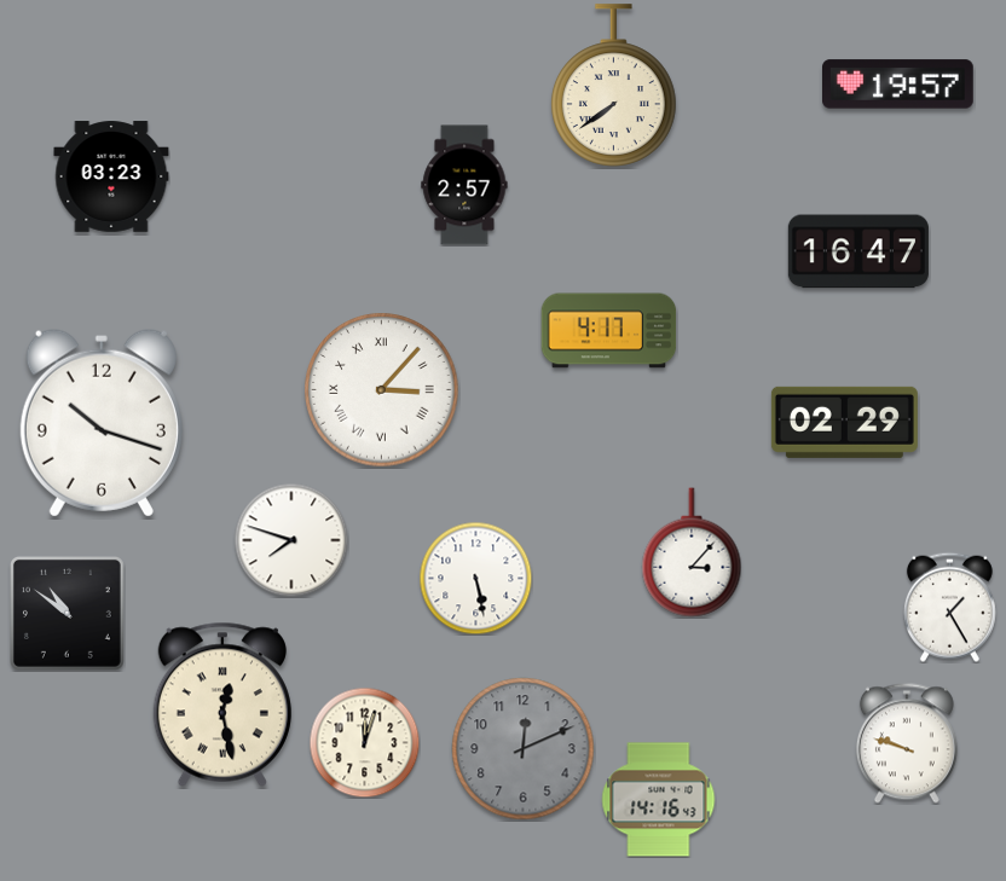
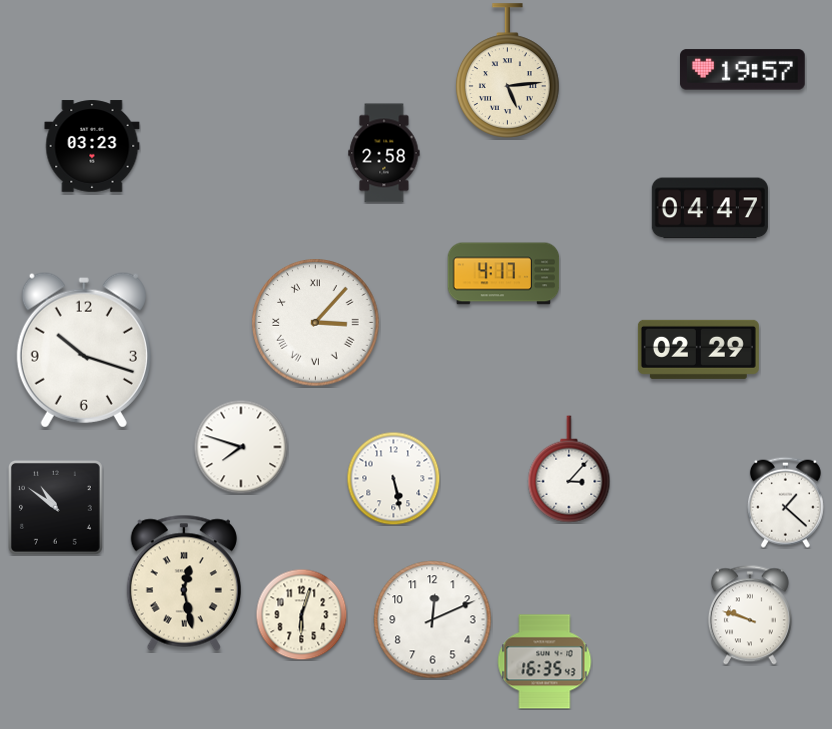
clock at (613, 86): 7:39 -> 5:14
clock at (464, 185): 2:57 -> 2:58
clock at (858, 251): 16:47 -> 04:47
clock at (692, 552) position: (692, 552) -> (569, 469)
clock at (949, 607): 1:25 -> 1:22
clock at (364, 742): 12:03 -> 6:03
clock at (524, 749) dial: grey -> white
clock at (659, 800): 14:16 -> 16:35
